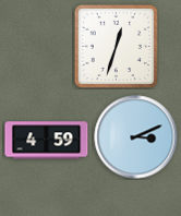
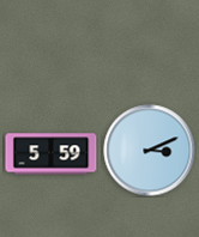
clock at (116, 46): 12:33 -> none
clock at (47, 141): 4:59 -> 5:59
